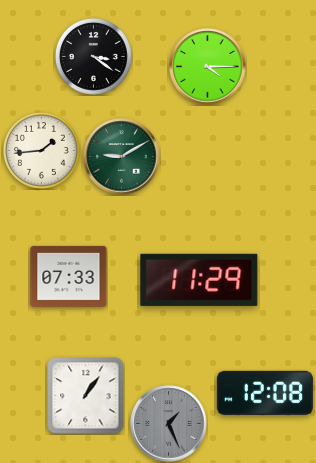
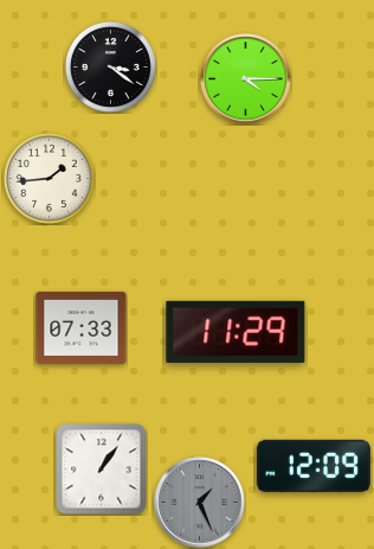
clock at (122, 157): 9:10 -> none
clock at (265, 392): 12:08 -> 12:09
